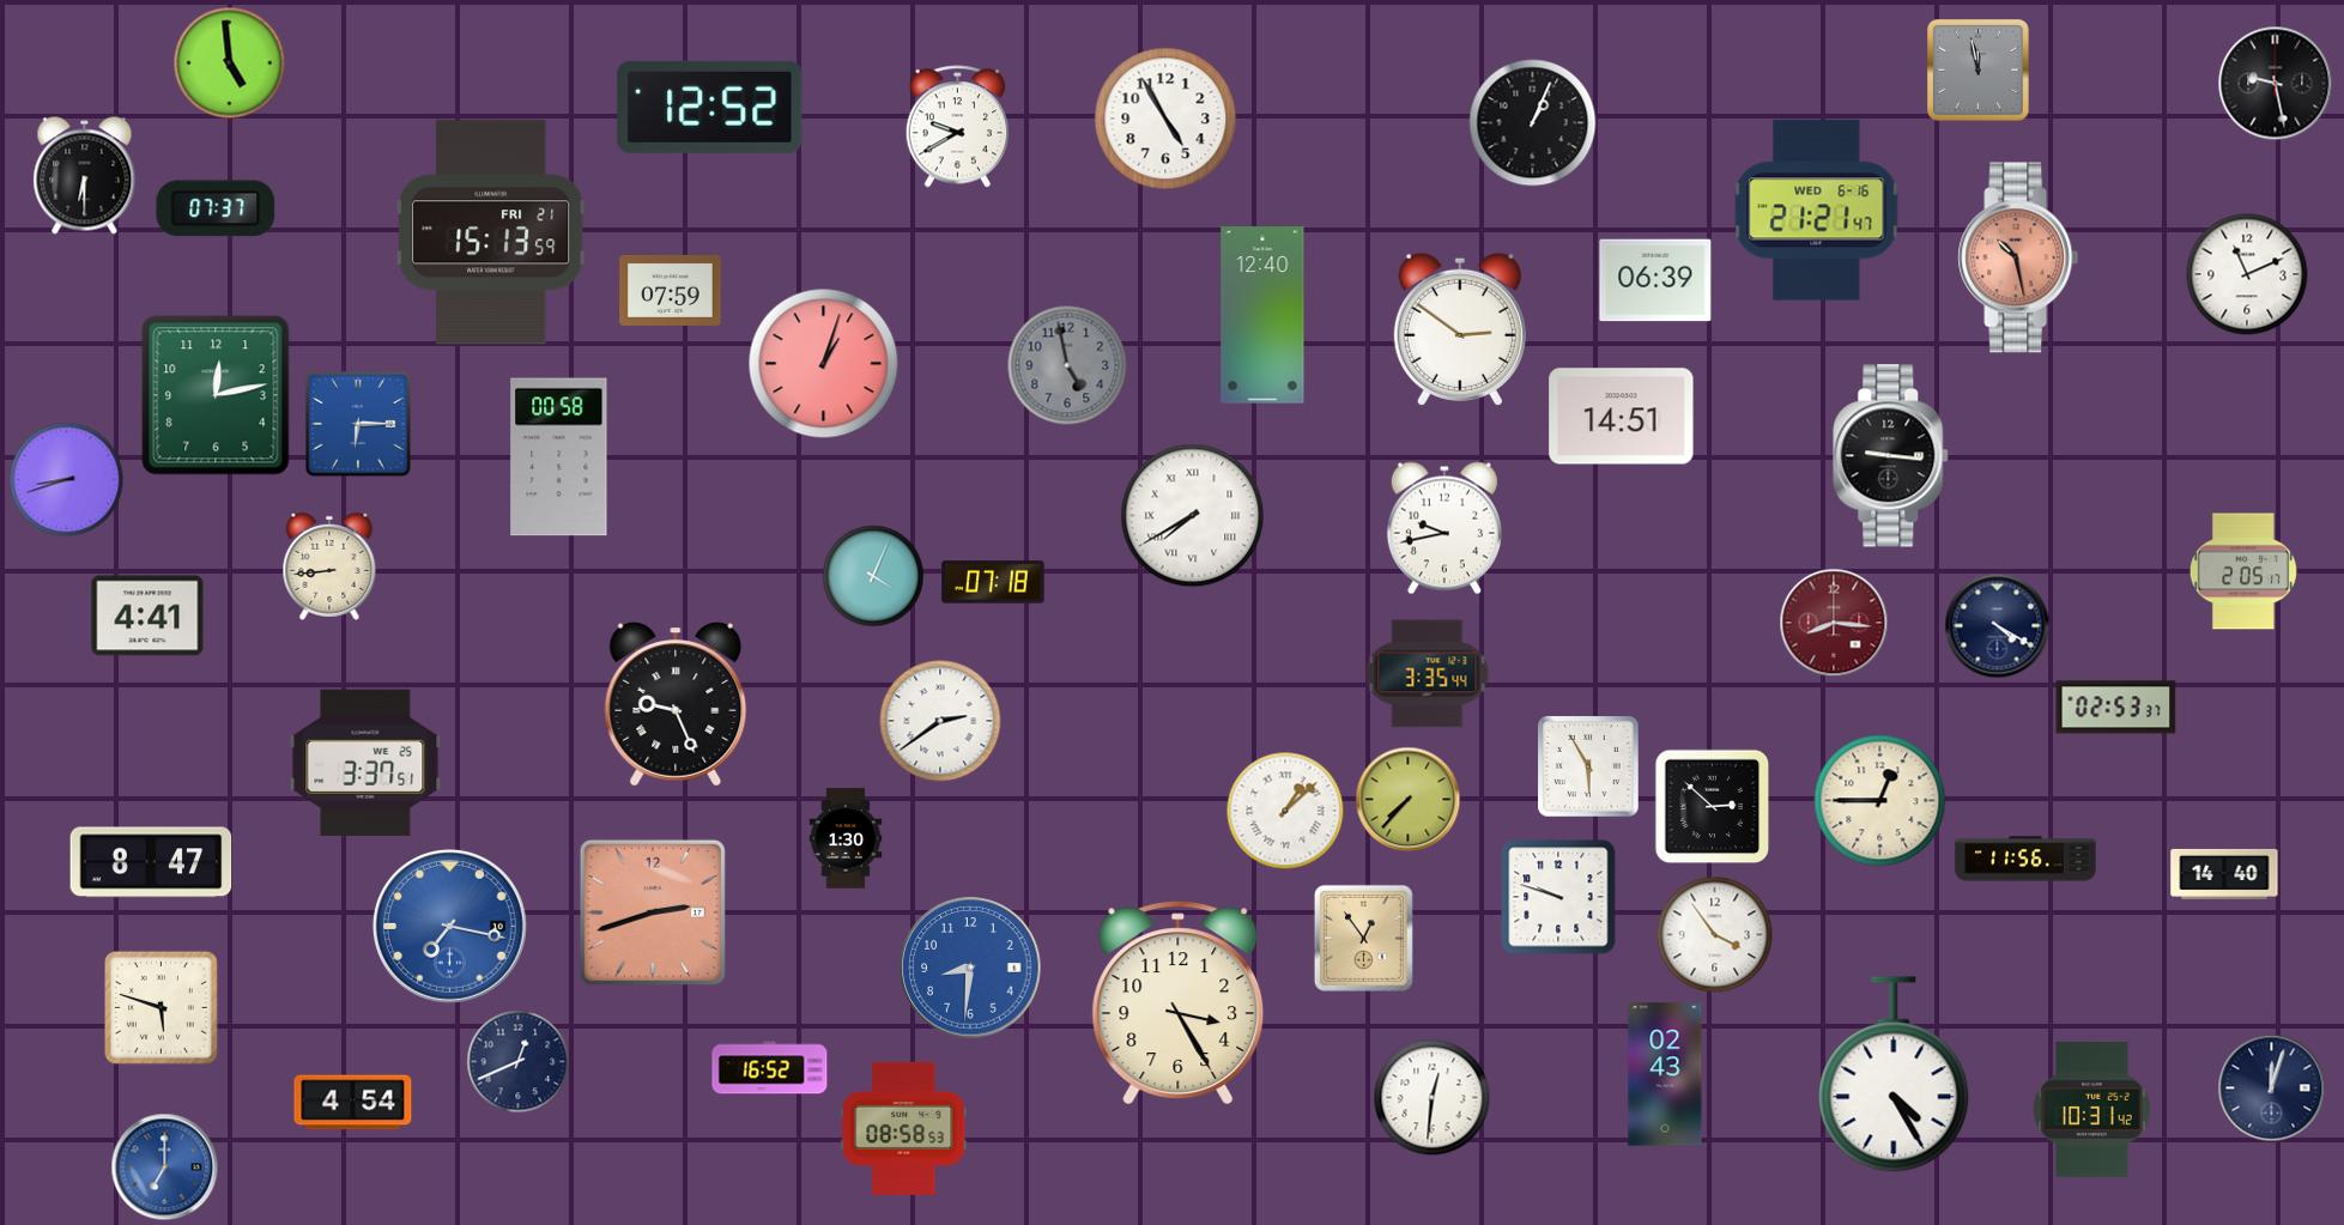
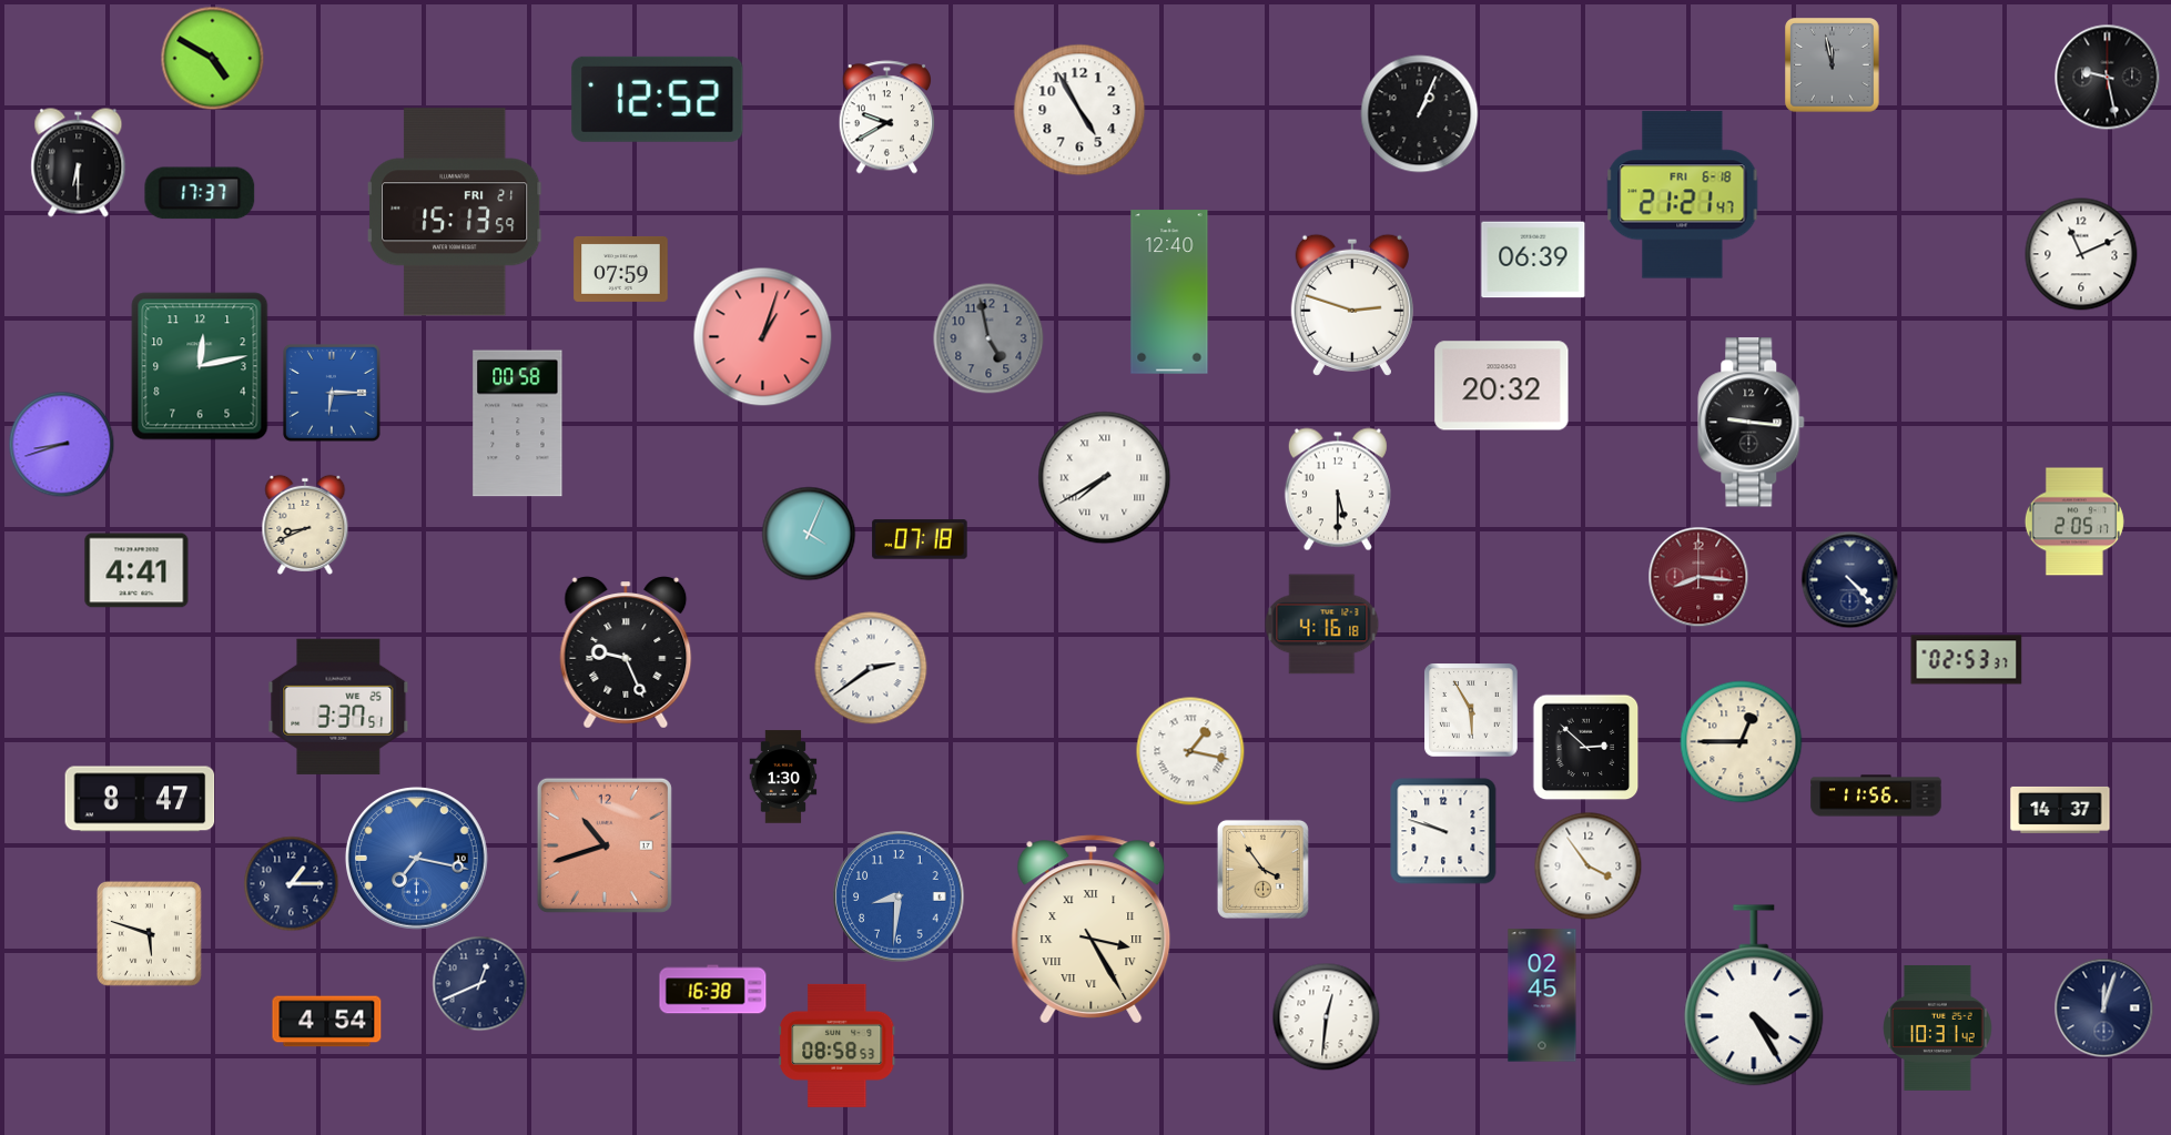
clock at (230, 63): 4:59 -> 4:50
clock at (216, 208): 07:37 -> 17:37
clock at (1817, 211) date: WED 6-16 -> FRI 6-18
clock at (491, 232) position: (491, 232) -> (455, 212)
clock at (2018, 257): 10:28 -> none
clock at (1460, 329): 2:51 -> 2:48
clock at (1622, 417): 14:51 -> 20:32
clock at (1444, 528): 9:43 -> 5:30
clock at (329, 566): 8:44 -> 8:41
clock at (2243, 571) position: (2243, 571) -> (2074, 521)
clock at (1998, 626): 4:20 -> 4:23
clock at (1428, 674): 3:35 -> 4:16
clock at (2116, 708) position: (2116, 708) -> (1967, 660)
clock at (1409, 800): 7:37 -> none
clock at (1285, 811): 1:08 -> 1:17
clock at (2224, 874): 14:40 -> 14:37
clock at (653, 912): 2:42 -> 10:42
clock at (1363, 938): 12:54 -> 3:54
clock at (292, 884): none -> 1:15
clock at (1179, 1003) numerals: Arabic -> Roman
clock at (770, 1068): 16:52 -> 16:38
clock at (1665, 1074): 02:43 -> 02:45
clock at (165, 1168): 7:00 -> none
